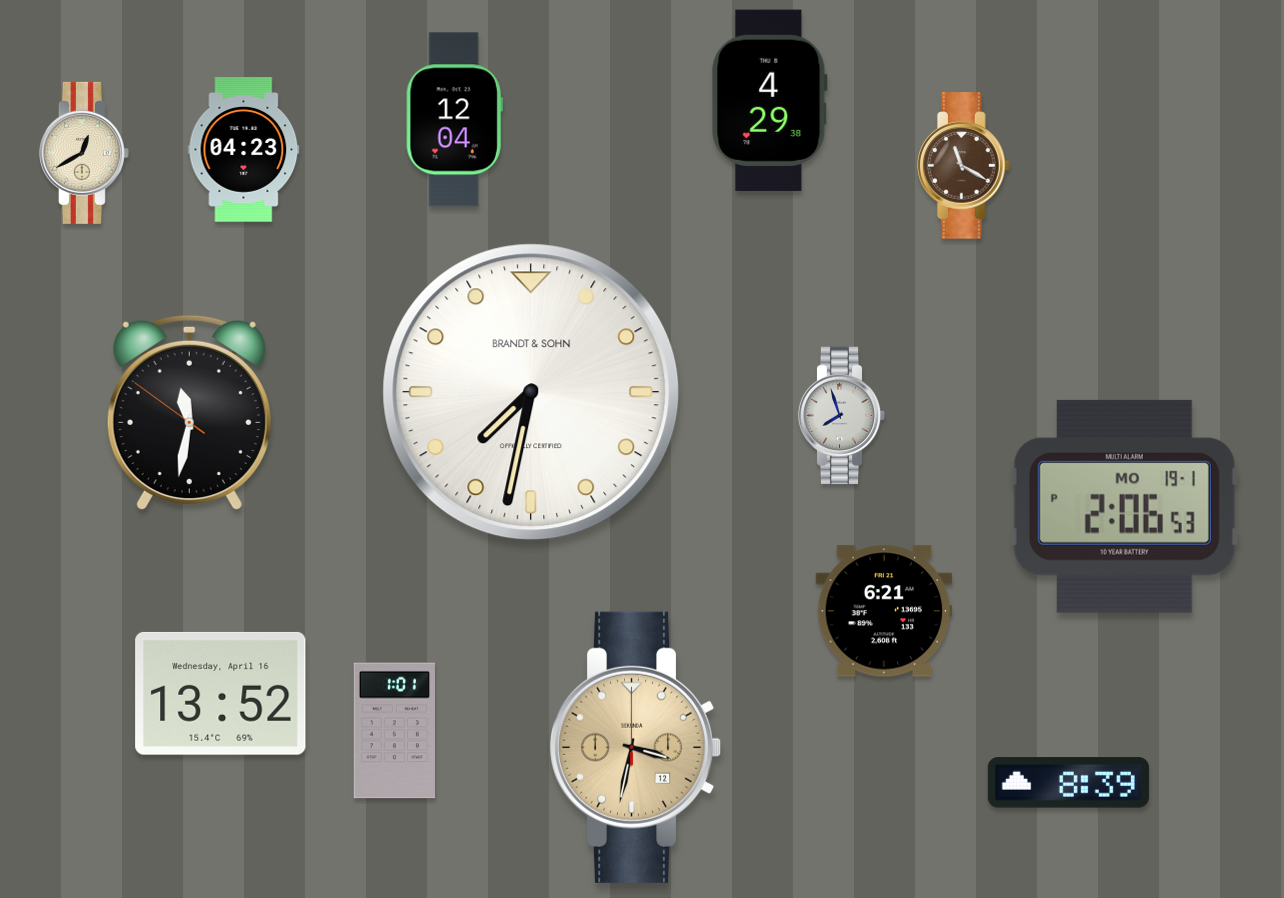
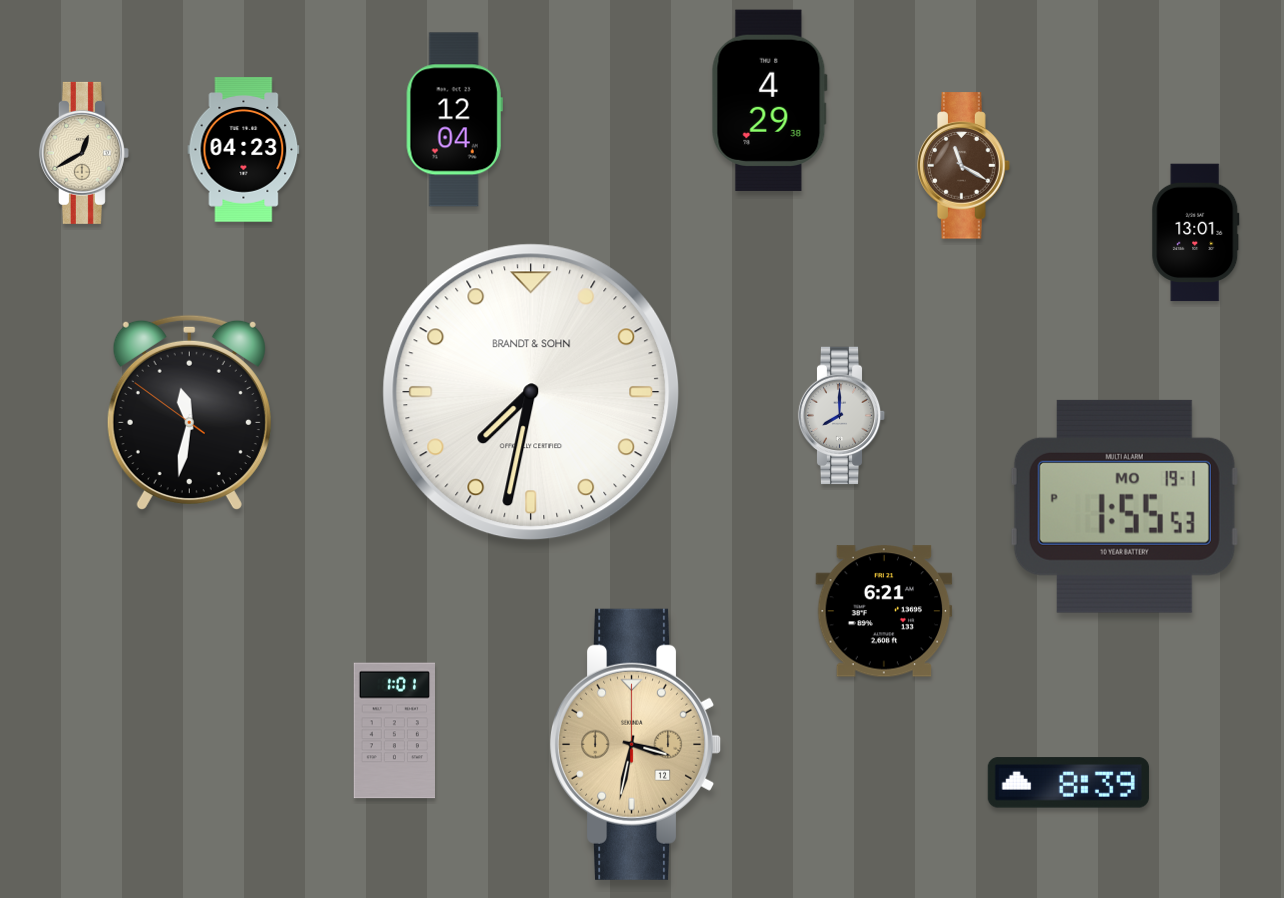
clock at (1196, 233): none -> 13:01
clock at (842, 416): 7:57 -> 8:00
clock at (1124, 506): 2:06 -> 1:55
clock at (221, 693): 13:52 -> none
clock at (636, 747) position: (636, 747) -> (636, 744)
